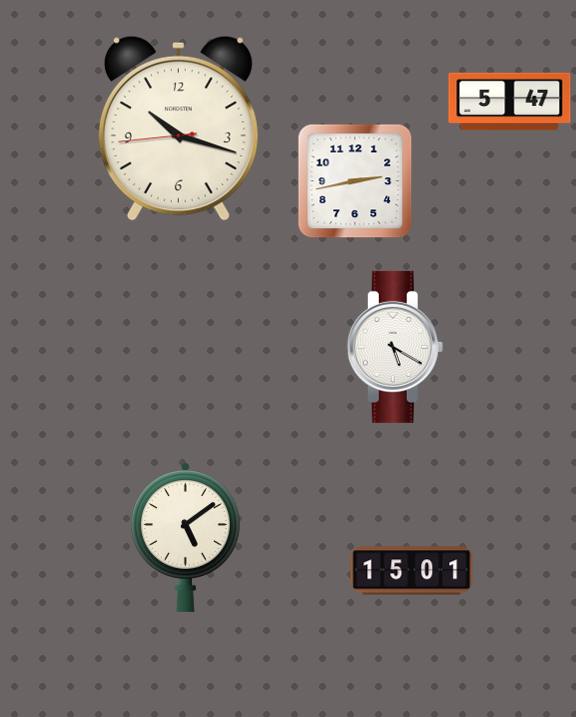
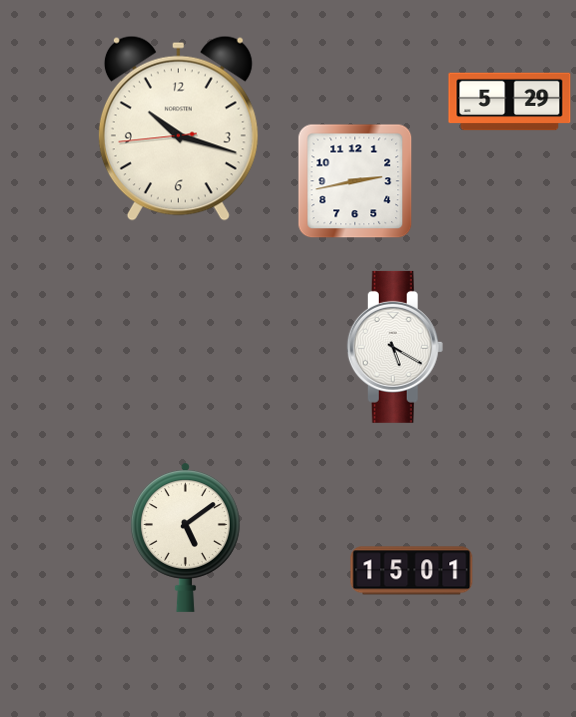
clock at (510, 102): 5:47 -> 5:29
